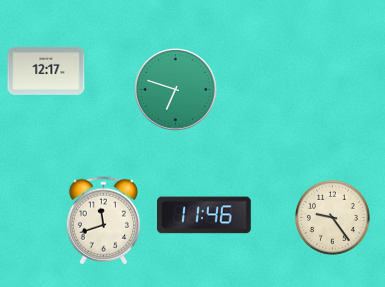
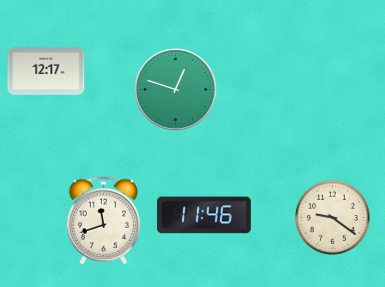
clock at (176, 90): 6:48 -> 12:48
clock at (332, 217): 9:24 -> 9:21
